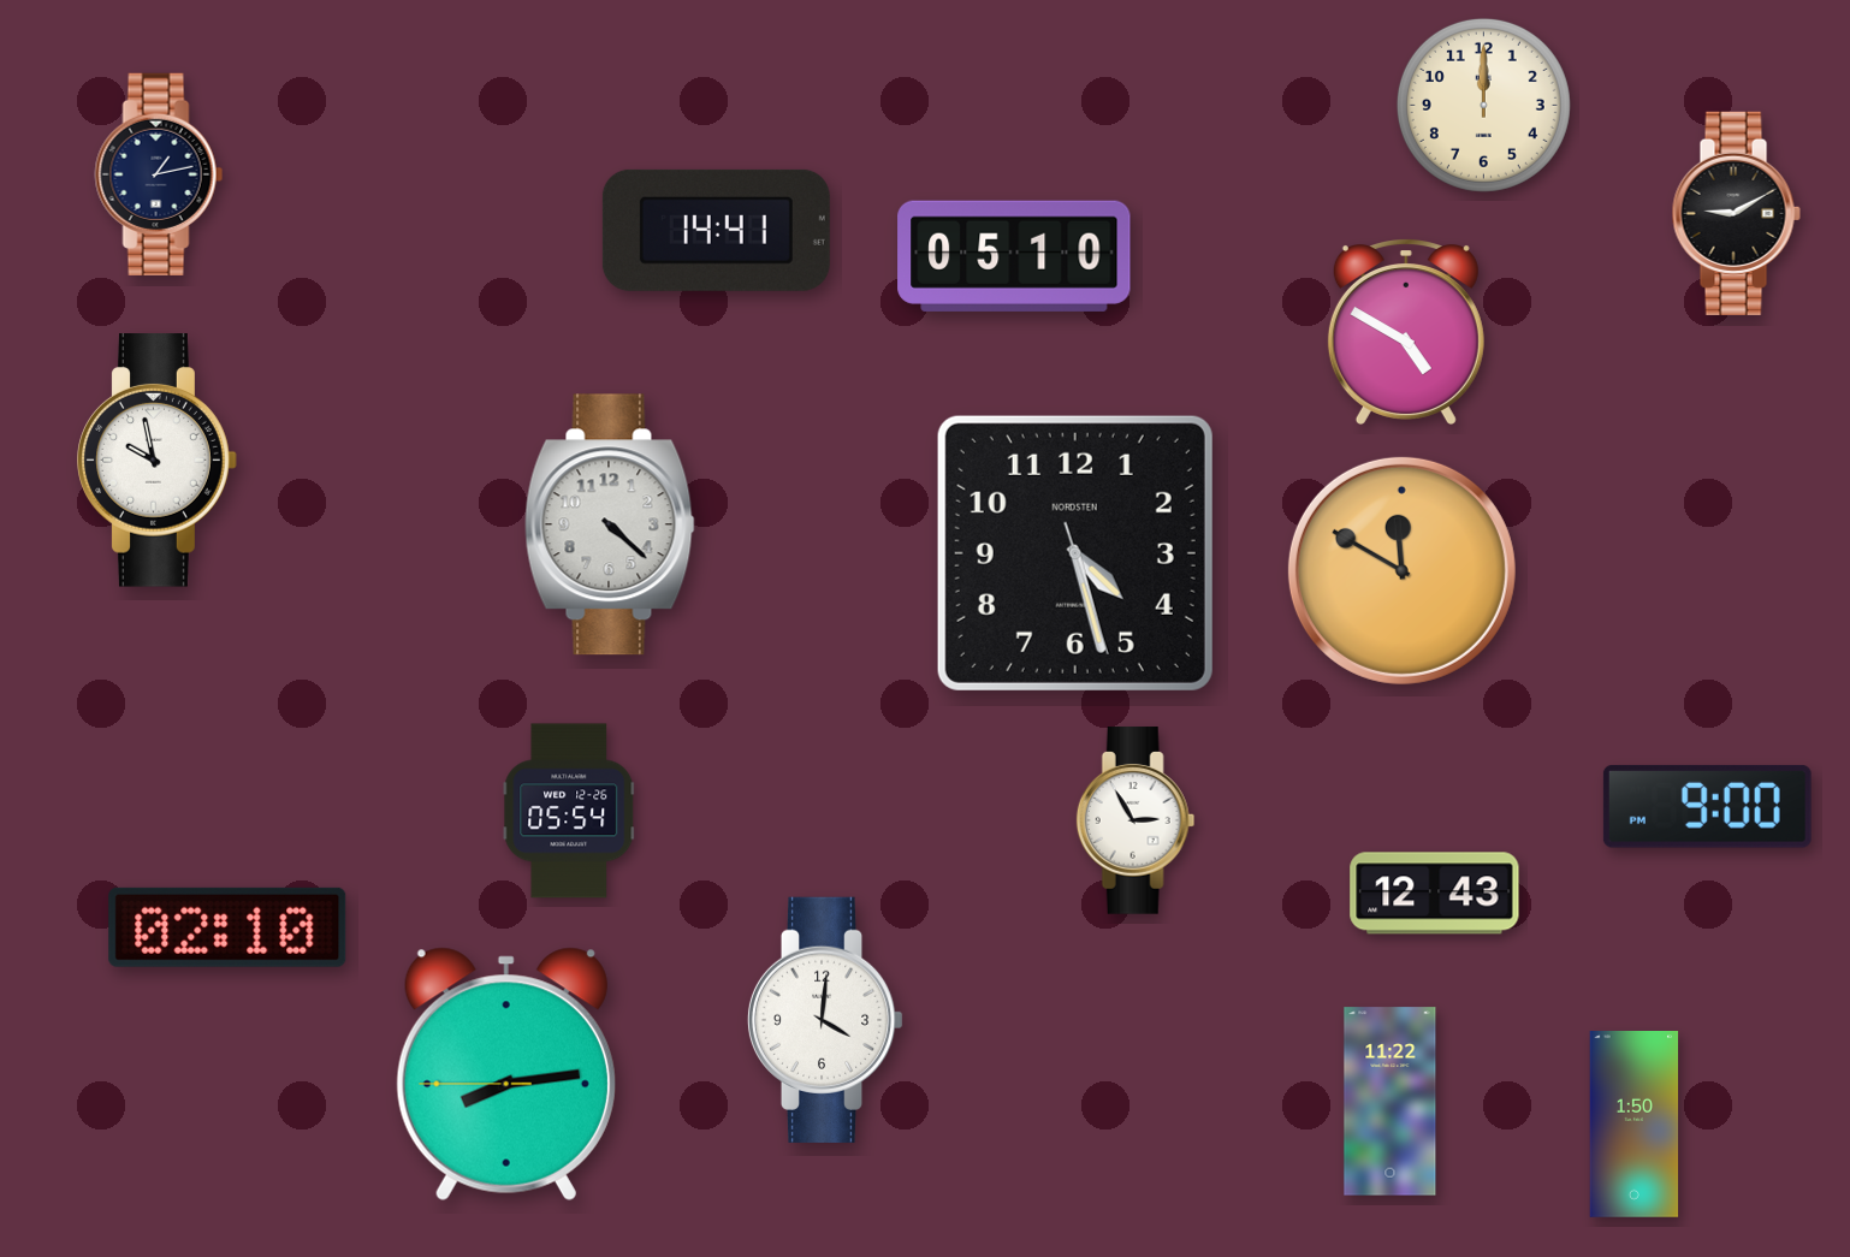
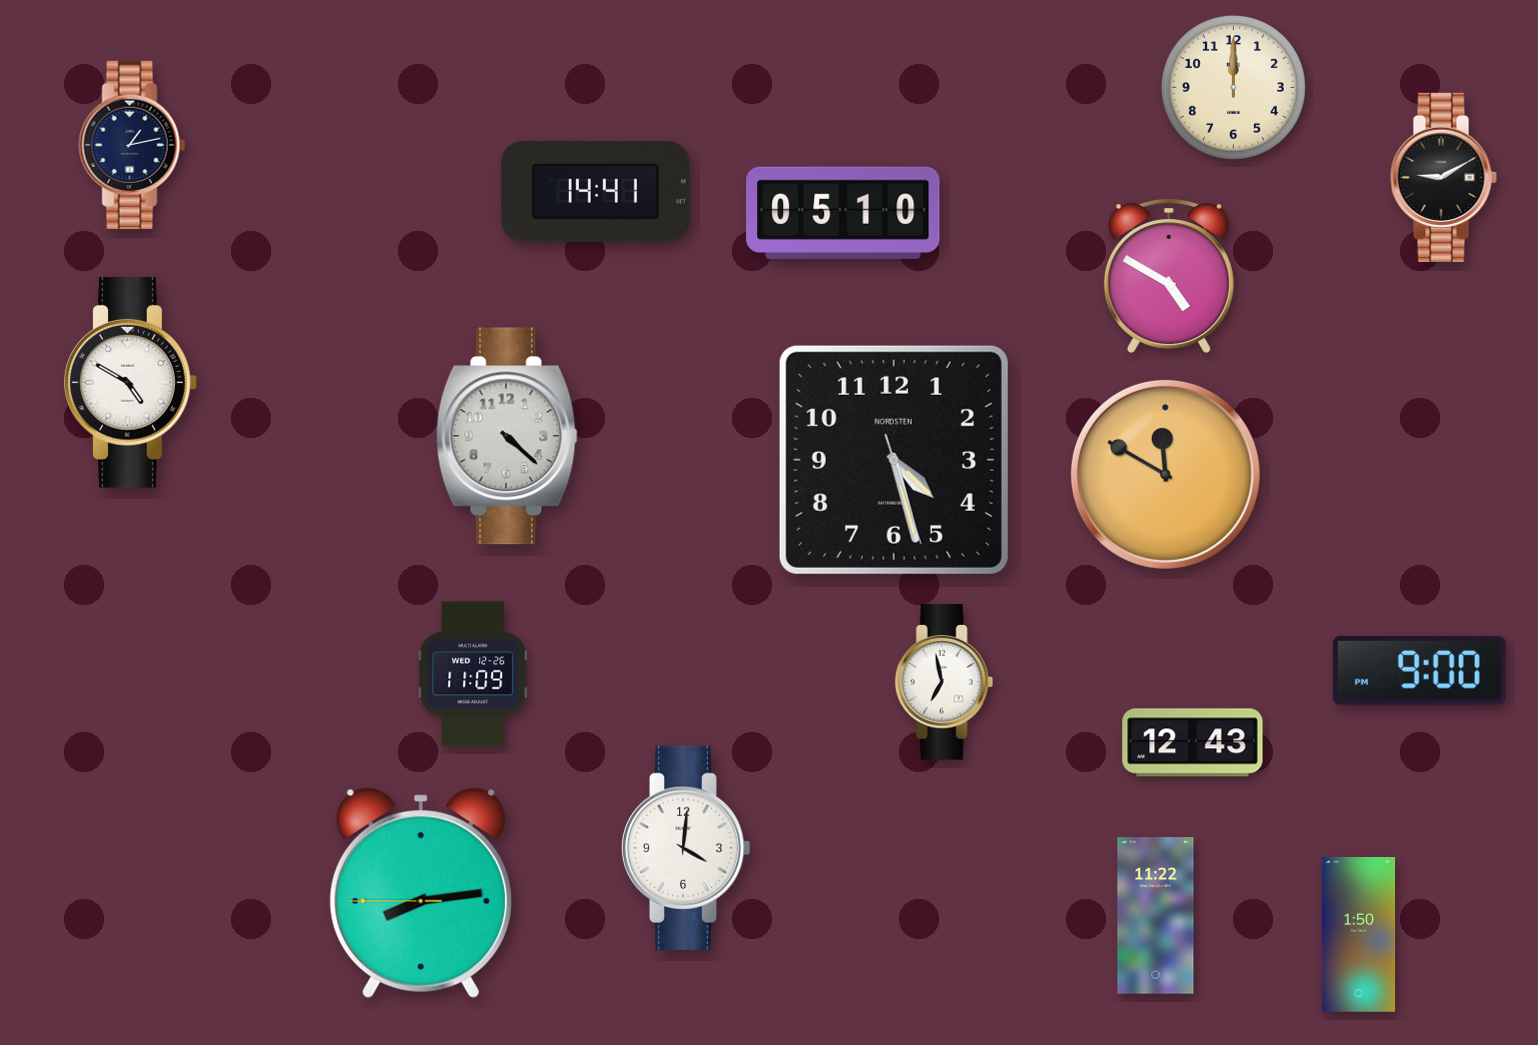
clock at (158, 461): 9:58 -> 4:50
clock at (569, 811): 05:54 -> 11:09
clock at (1136, 820): 2:55 -> 6:58
clock at (227, 927): 02:10 -> none
